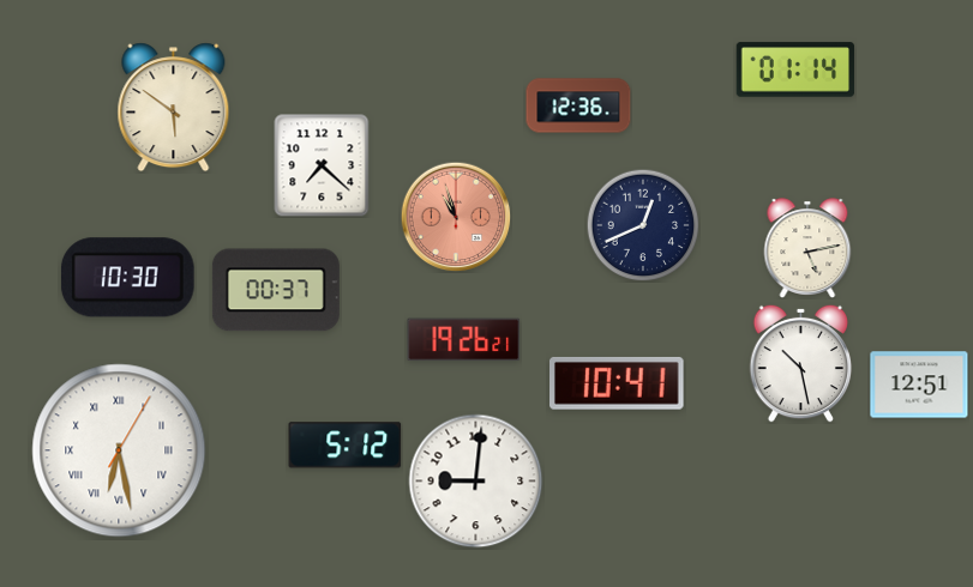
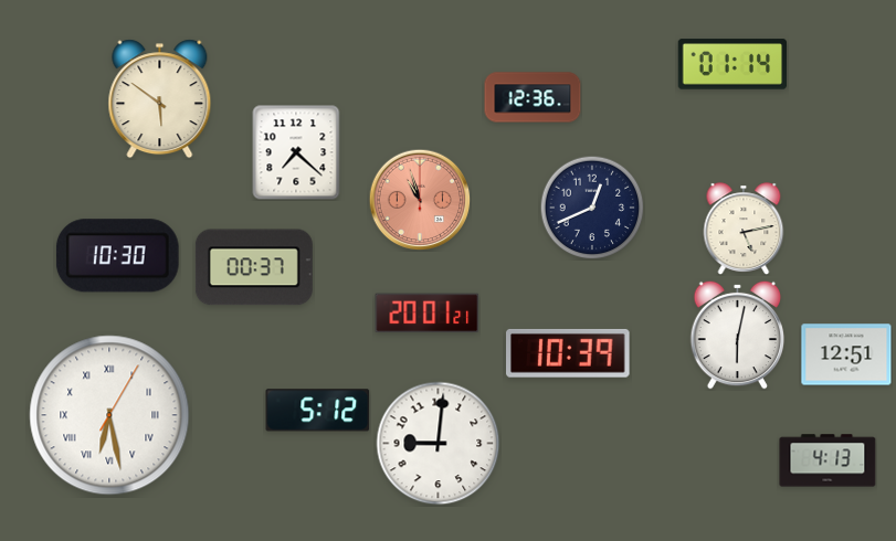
clock at (464, 340): 19:26 -> 20:01
clock at (801, 363): 10:28 -> 6:02
clock at (618, 383): 10:41 -> 10:39
clock at (828, 460): none -> 4:13
